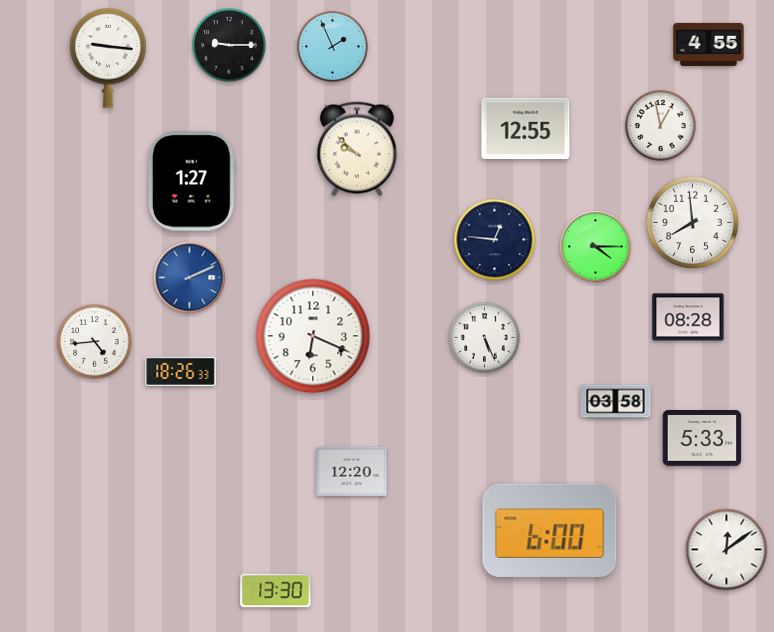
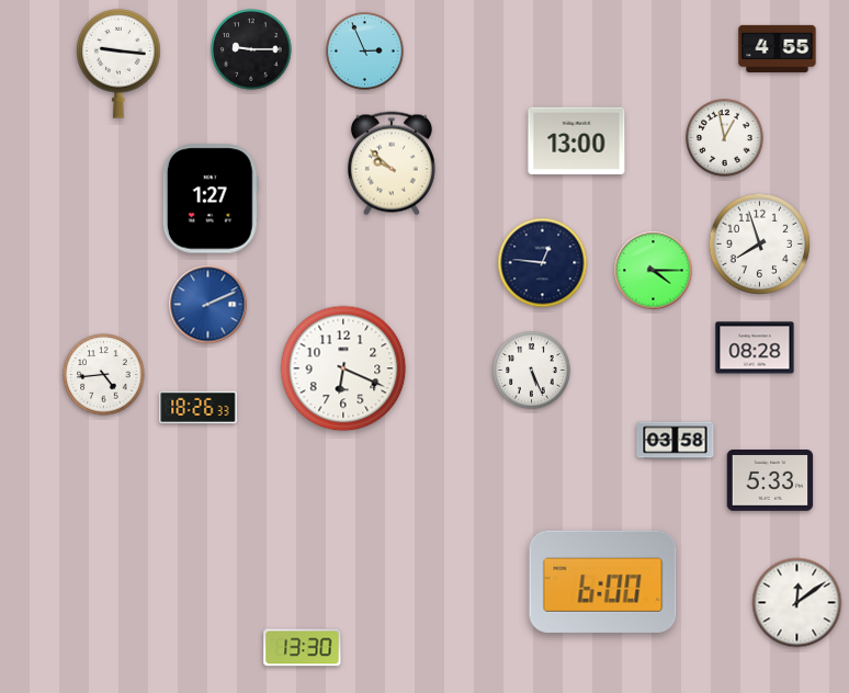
clock at (333, 47): 1:56 -> 2:56
clock at (526, 129): 12:55 -> 13:00
clock at (692, 222): 7:59 -> 7:57
clock at (352, 471): 12:20 -> none
